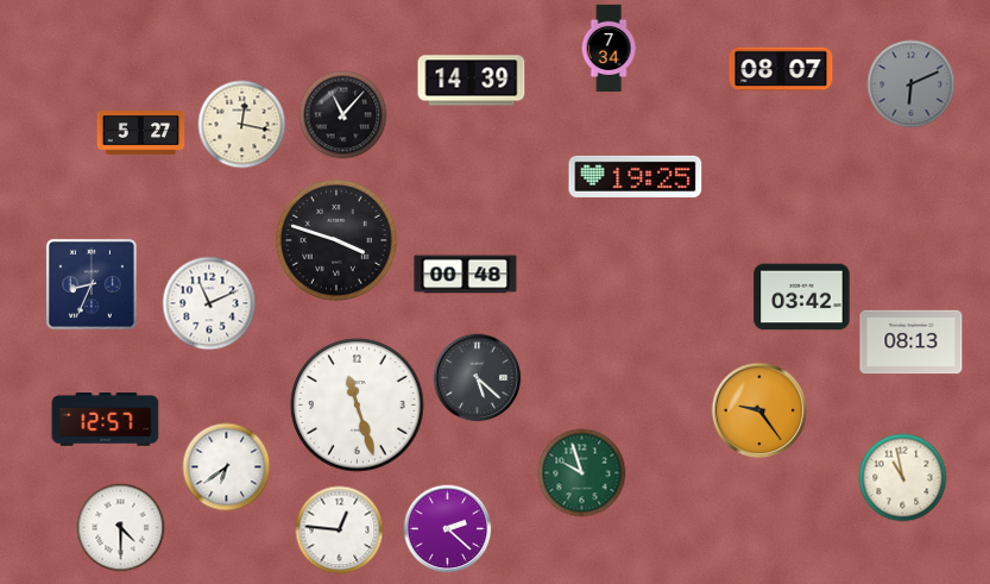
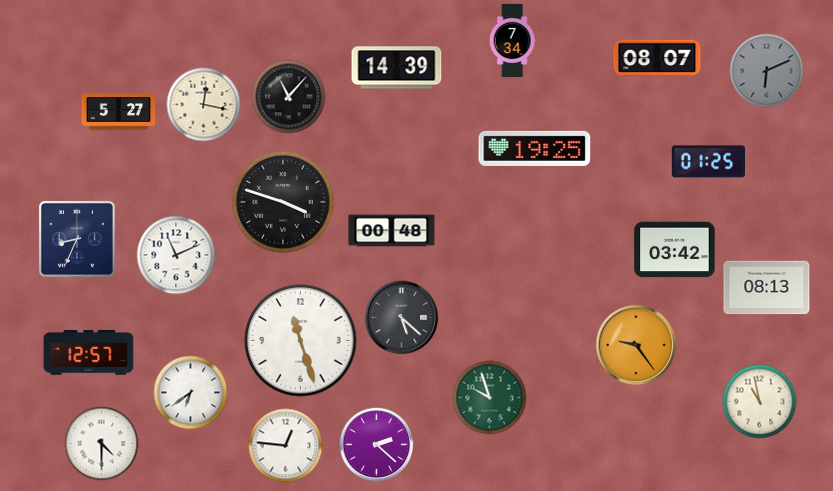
clock at (708, 162): none -> 01:25
clock at (759, 410) position: (759, 410) -> (636, 345)
